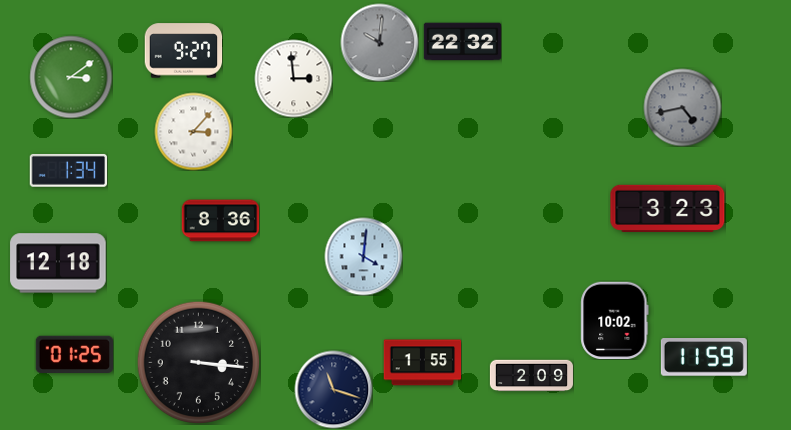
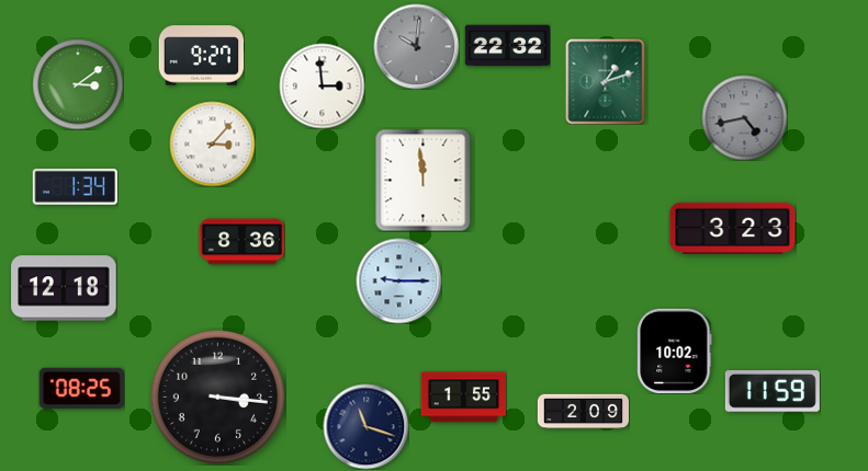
clock at (606, 81): none -> 1:12
clock at (682, 107) position: (682, 107) -> (744, 117)
clock at (424, 180): none -> 11:59
clock at (363, 256): 4:01 -> 9:15
clock at (74, 355): 01:25 -> 08:25
